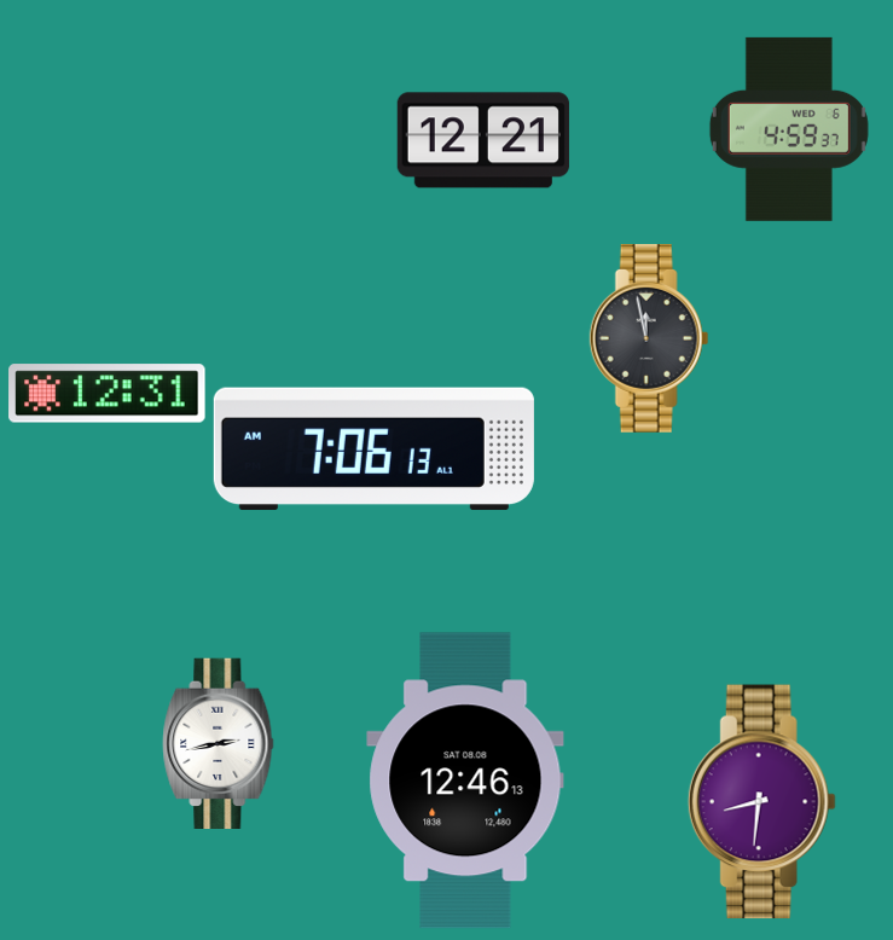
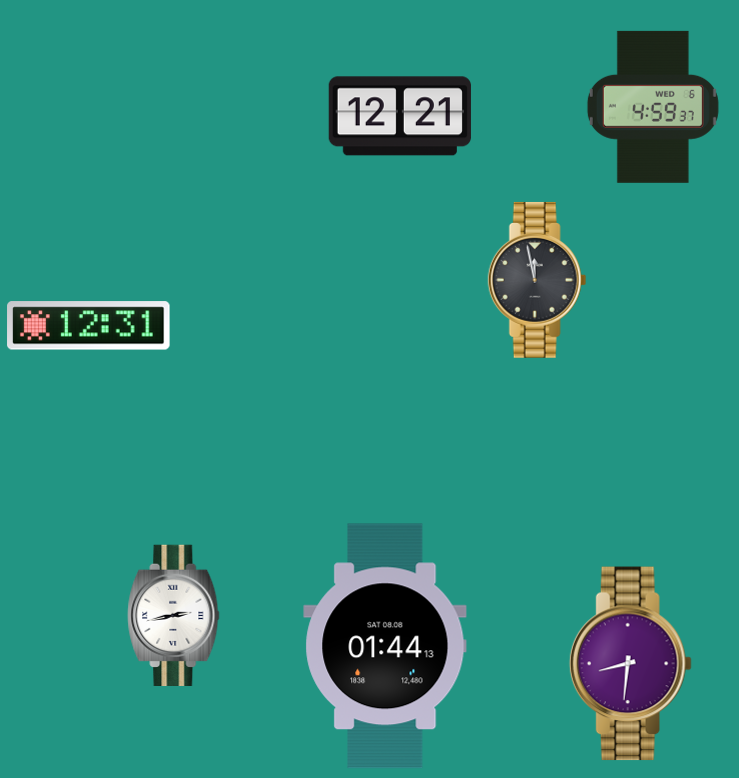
clock at (373, 449): 7:06 -> none
clock at (219, 743) position: (219, 743) -> (174, 615)
clock at (465, 781): 12:46 -> 01:44
